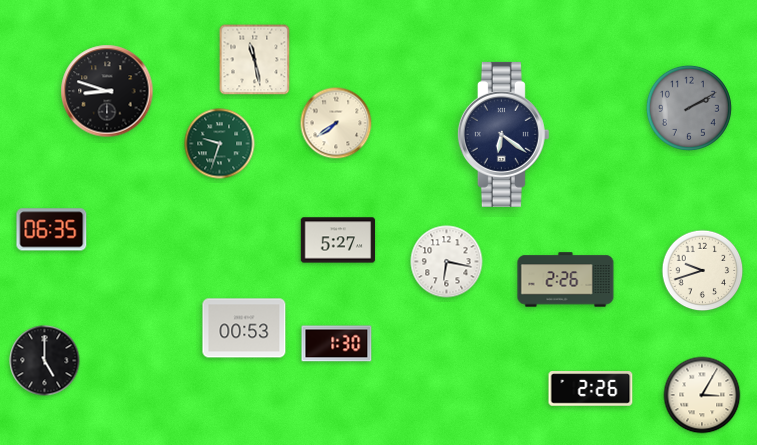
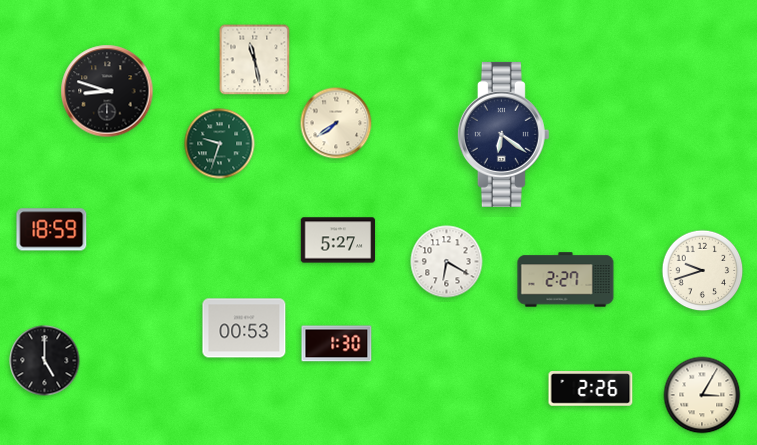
clock at (689, 108): 2:10 -> none
clock at (52, 230): 06:35 -> 18:59
clock at (447, 262): 6:17 -> 6:20
clock at (566, 280): 2:26 -> 2:27
